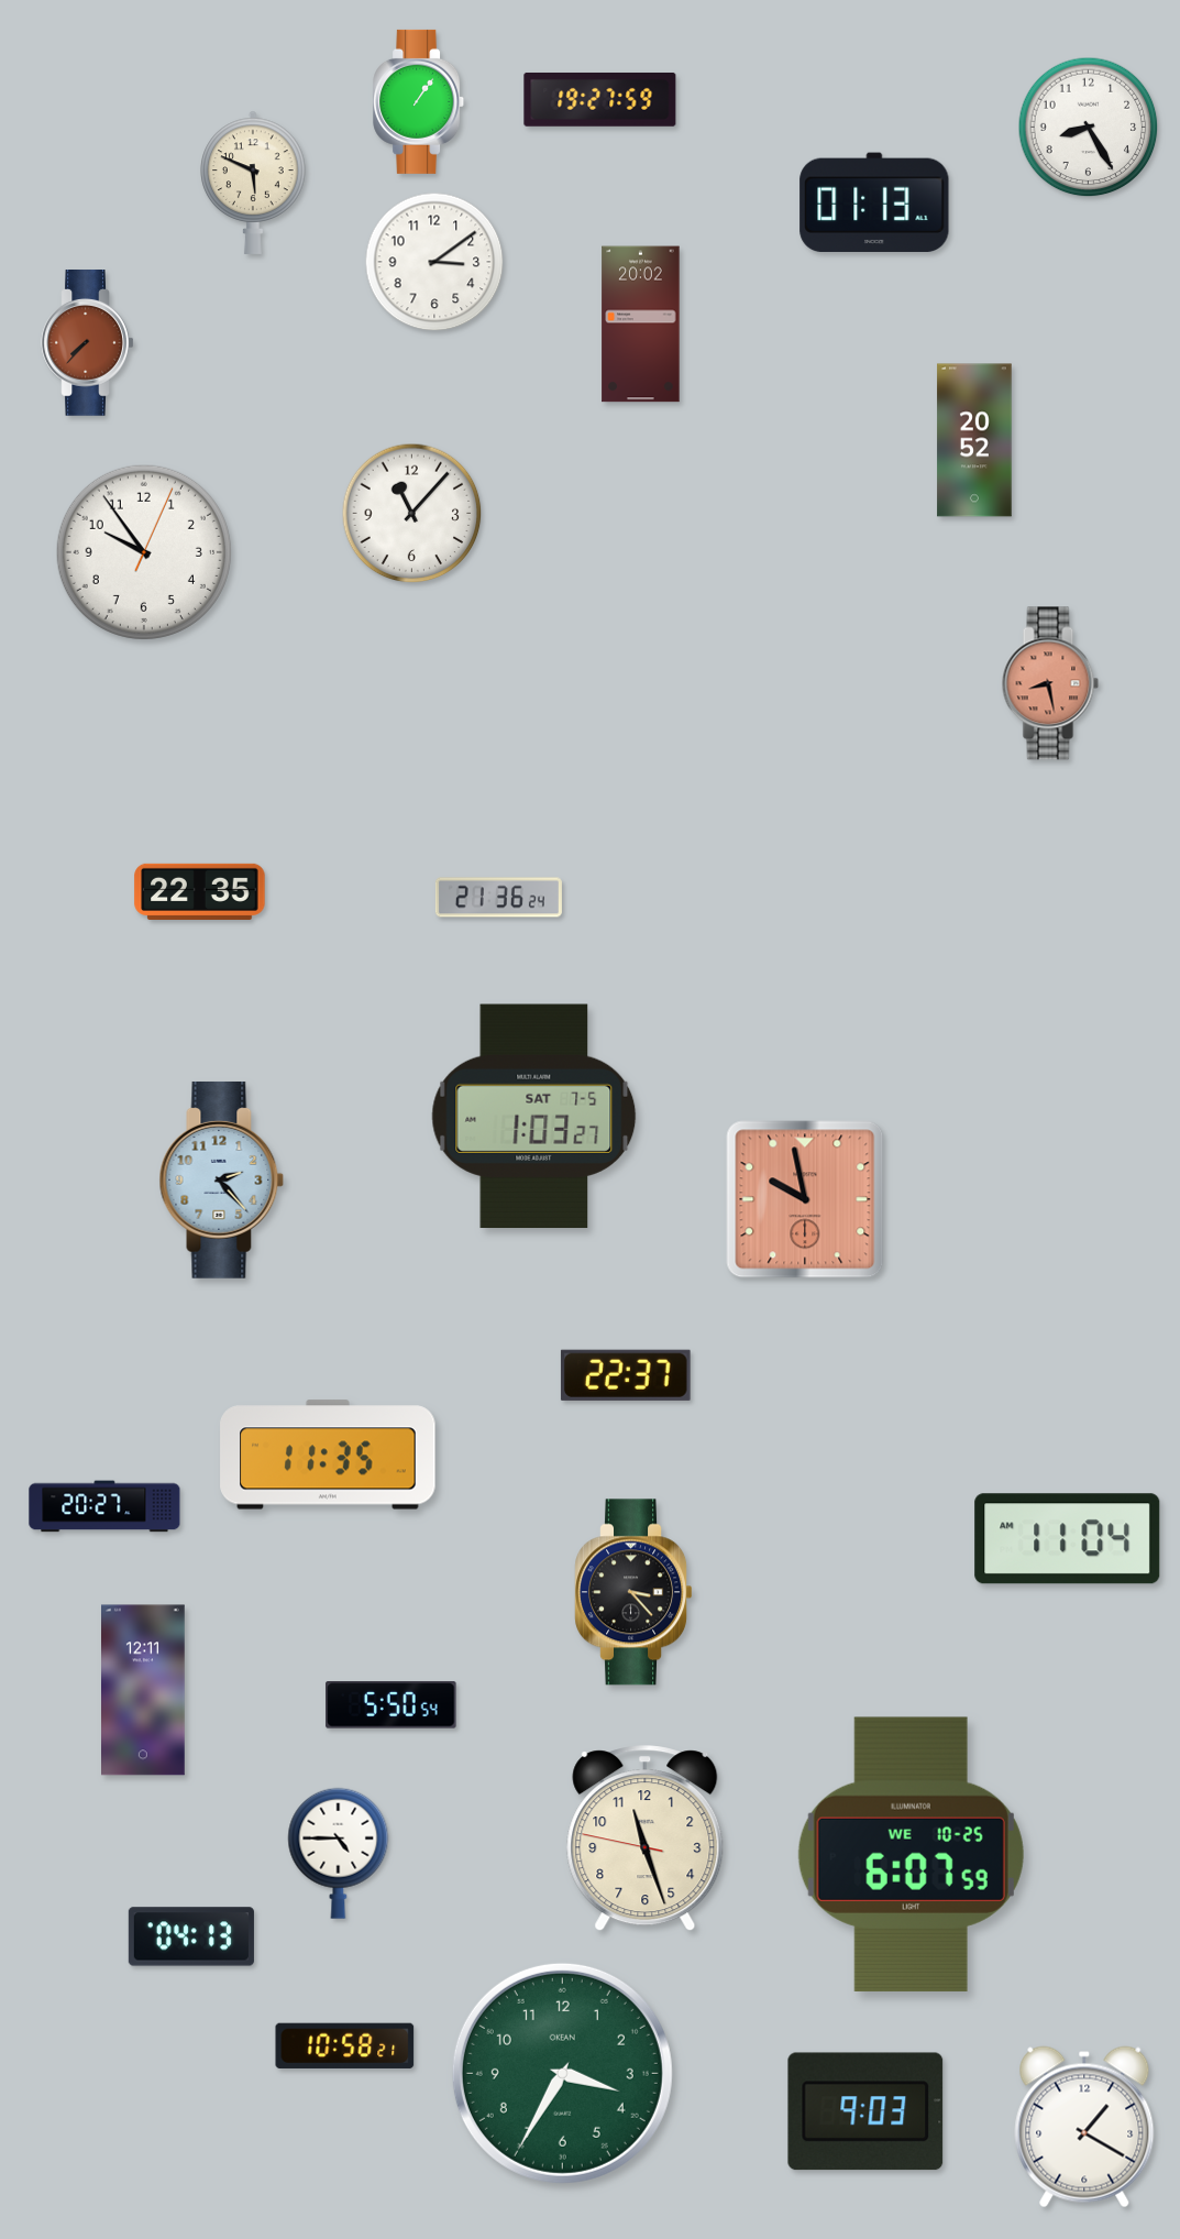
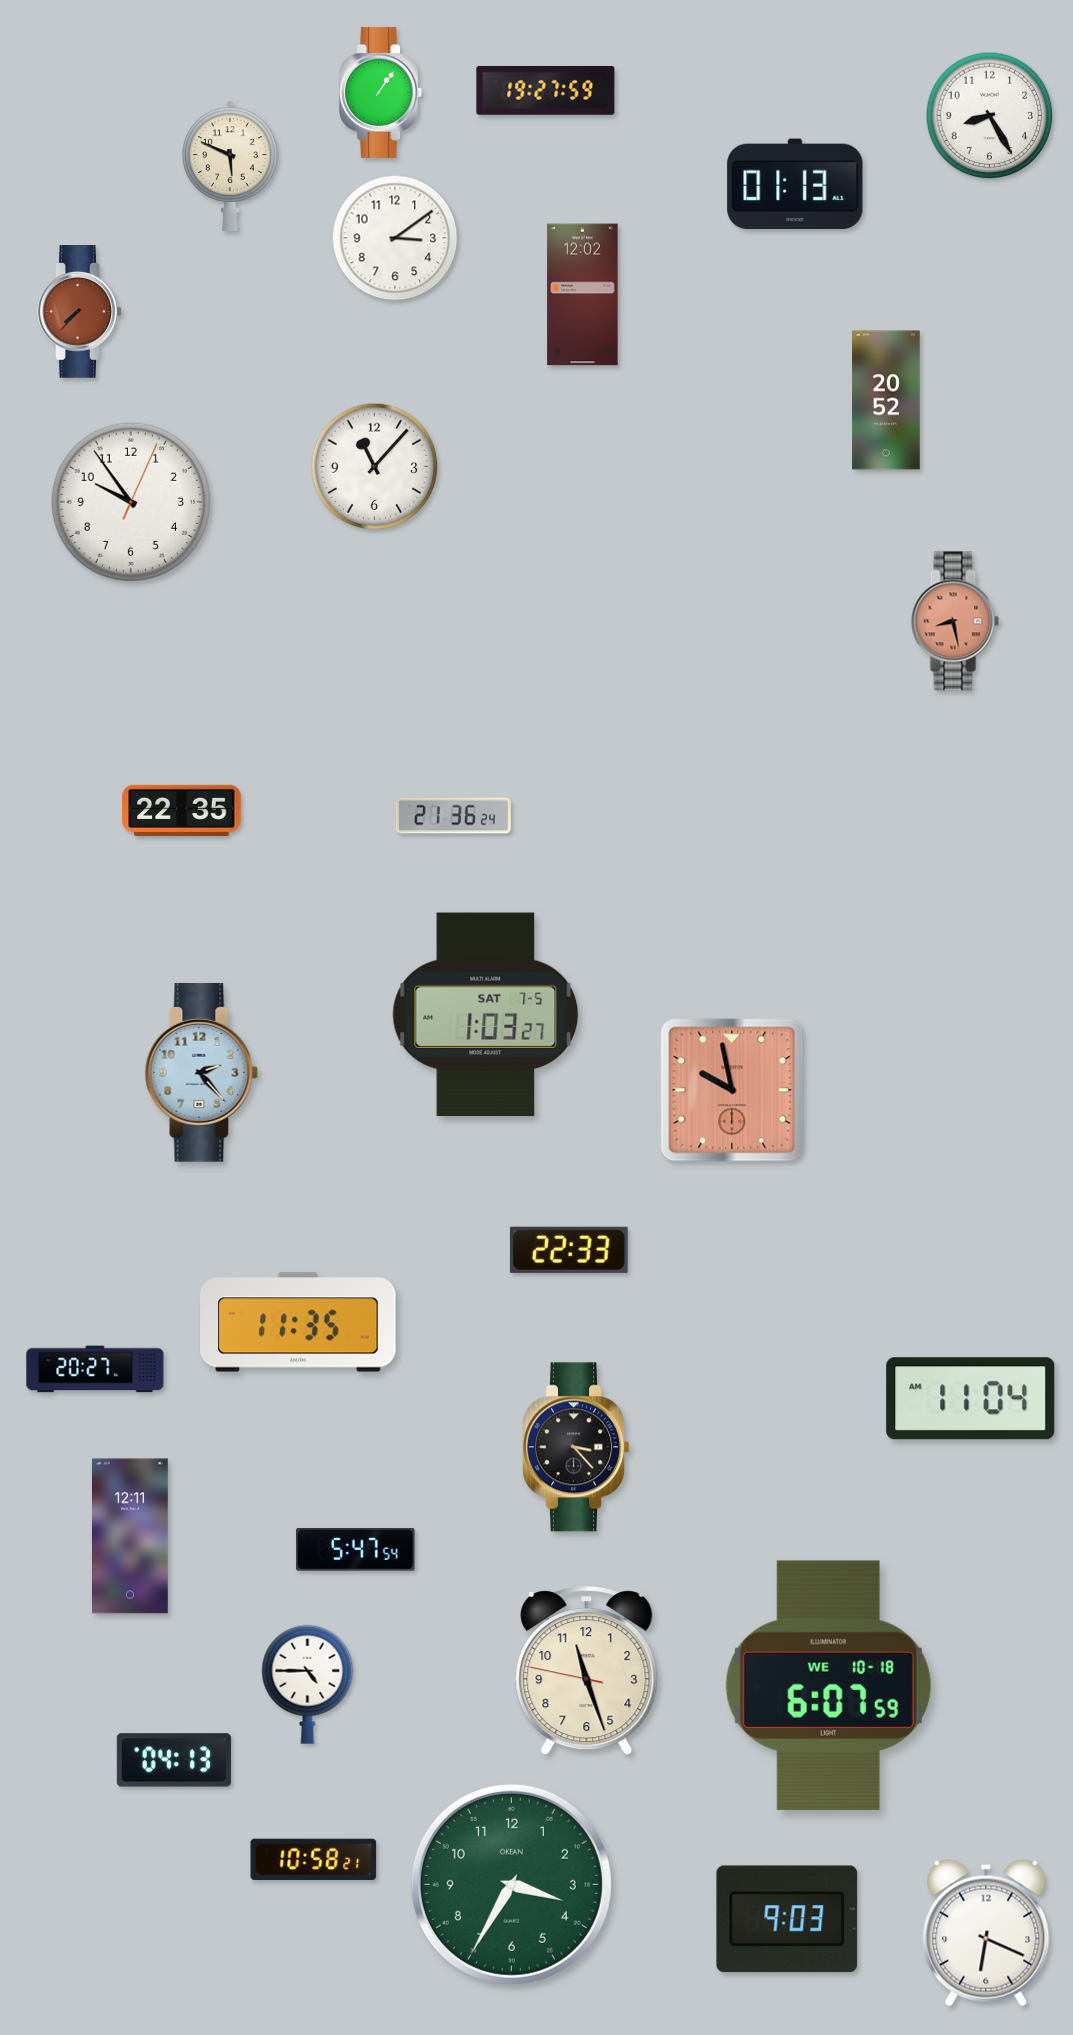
clock at (641, 325): 20:02 -> 12:02
clock at (626, 1375): 22:37 -> 22:33
clock at (392, 1705): 5:50 -> 5:47
clock at (911, 1854) date: WE 10-25 -> WE 10-18
clock at (1084, 2127): 1:20 -> 6:19
